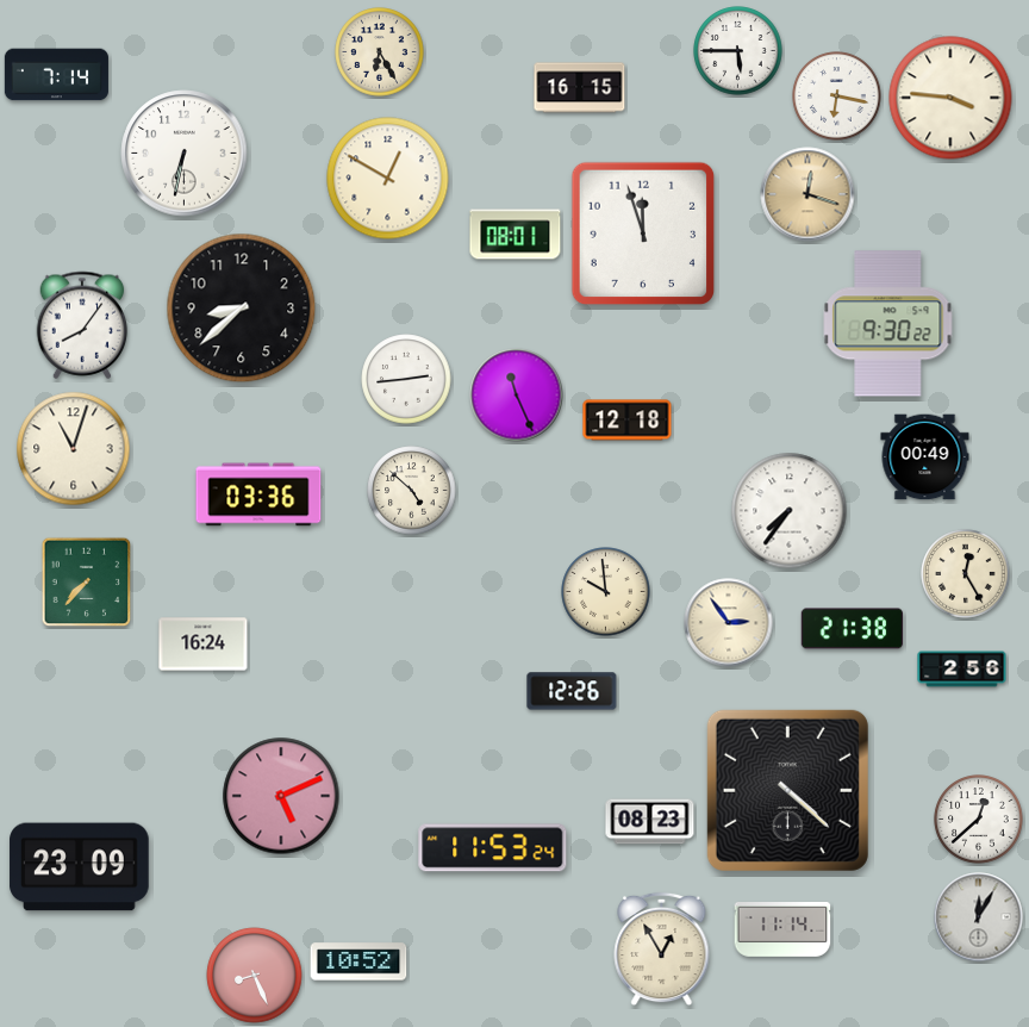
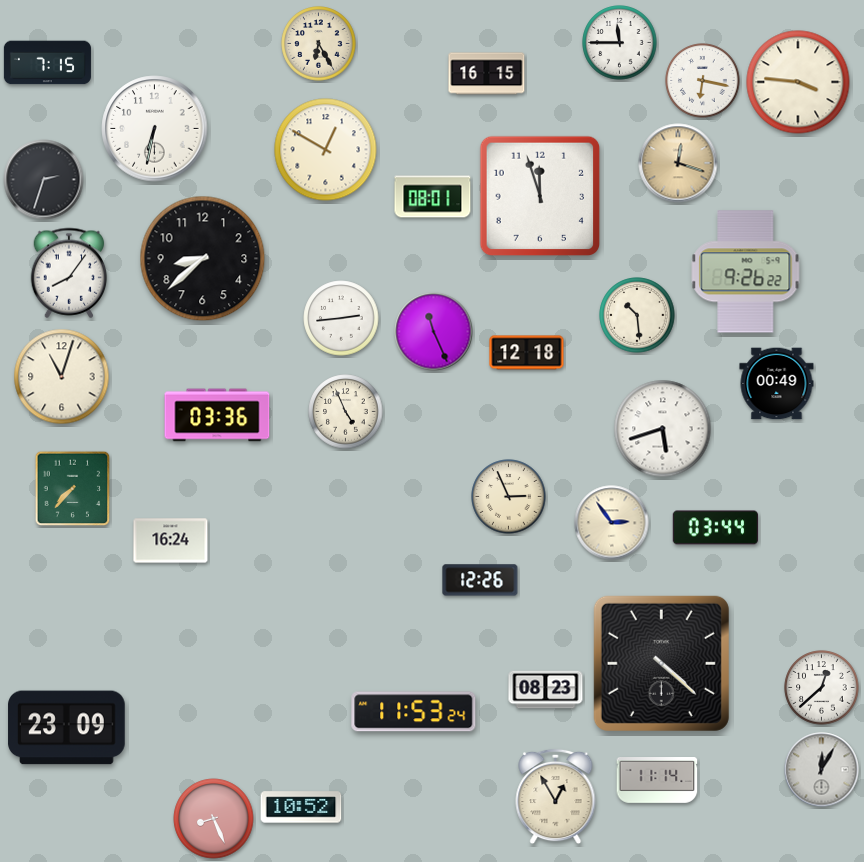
clock at (738, 51): 5:45 -> 11:45
clock at (56, 75): 7:14 -> 7:15
clock at (44, 180): none -> 2:33
clock at (888, 324): 9:30 -> 9:26
clock at (637, 315): none -> 10:29
clock at (412, 491): 4:52 -> 4:56
clock at (790, 511): 7:36 -> 5:42
clock at (966, 574): 12:25 -> none
clock at (606, 592): 9:59 -> 2:56
clock at (852, 629): 21:38 -> 03:44
clock at (962, 670): 2:56 -> none
clock at (281, 796): 5:11 -> none
